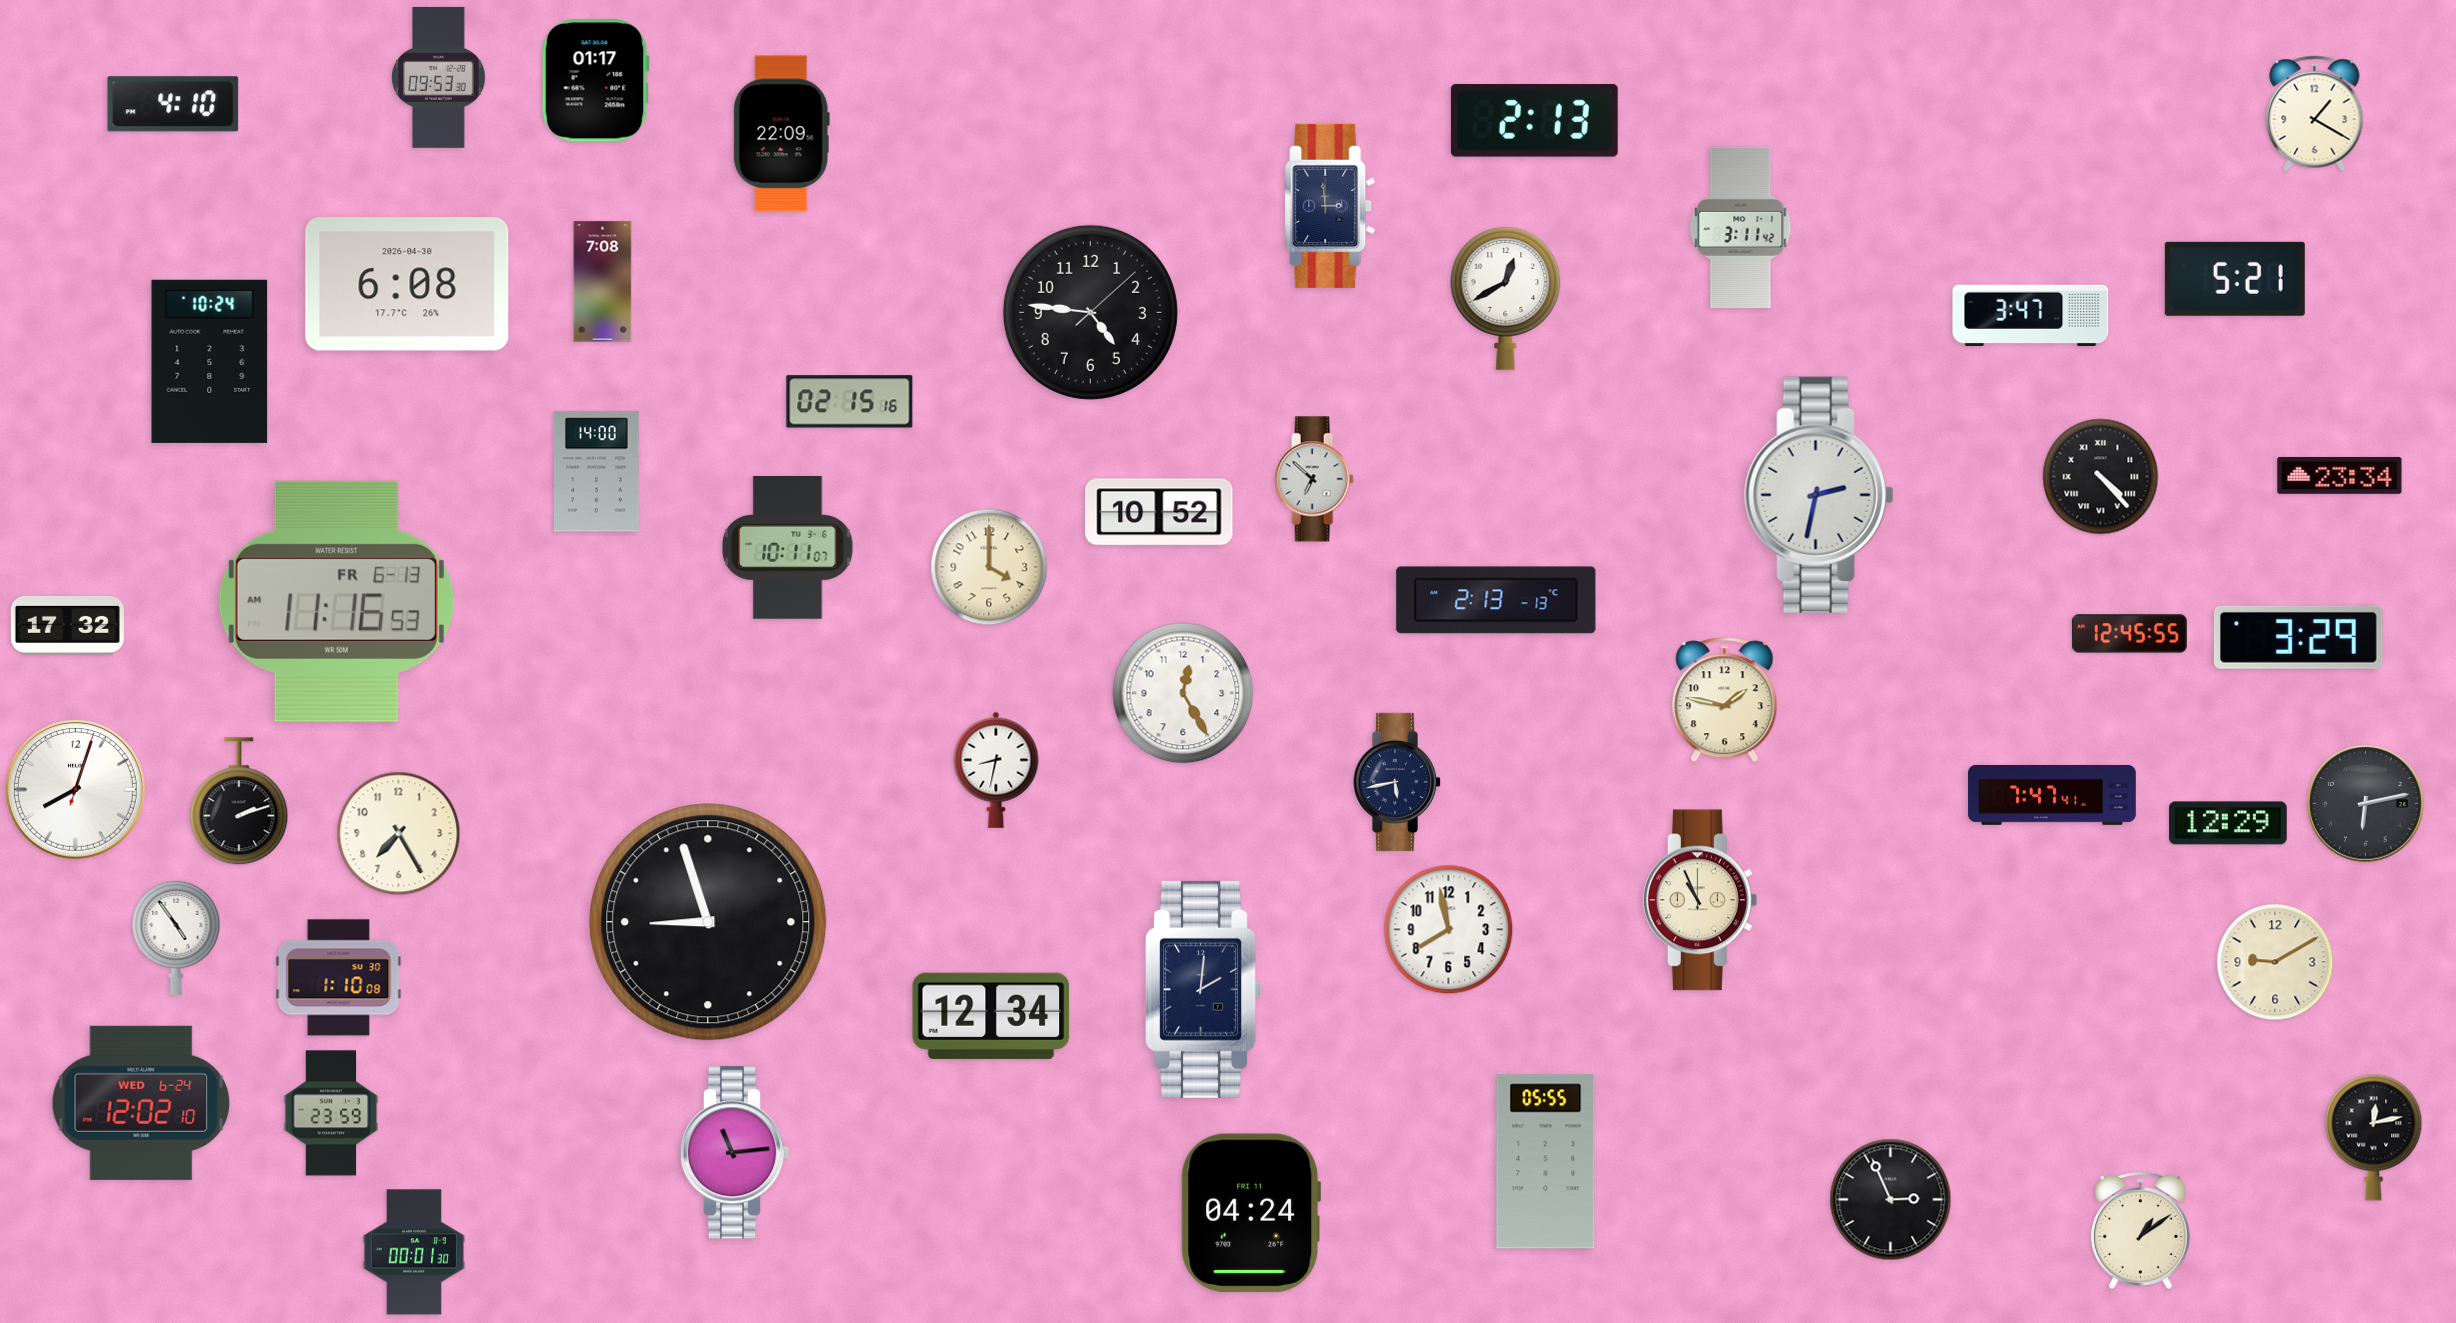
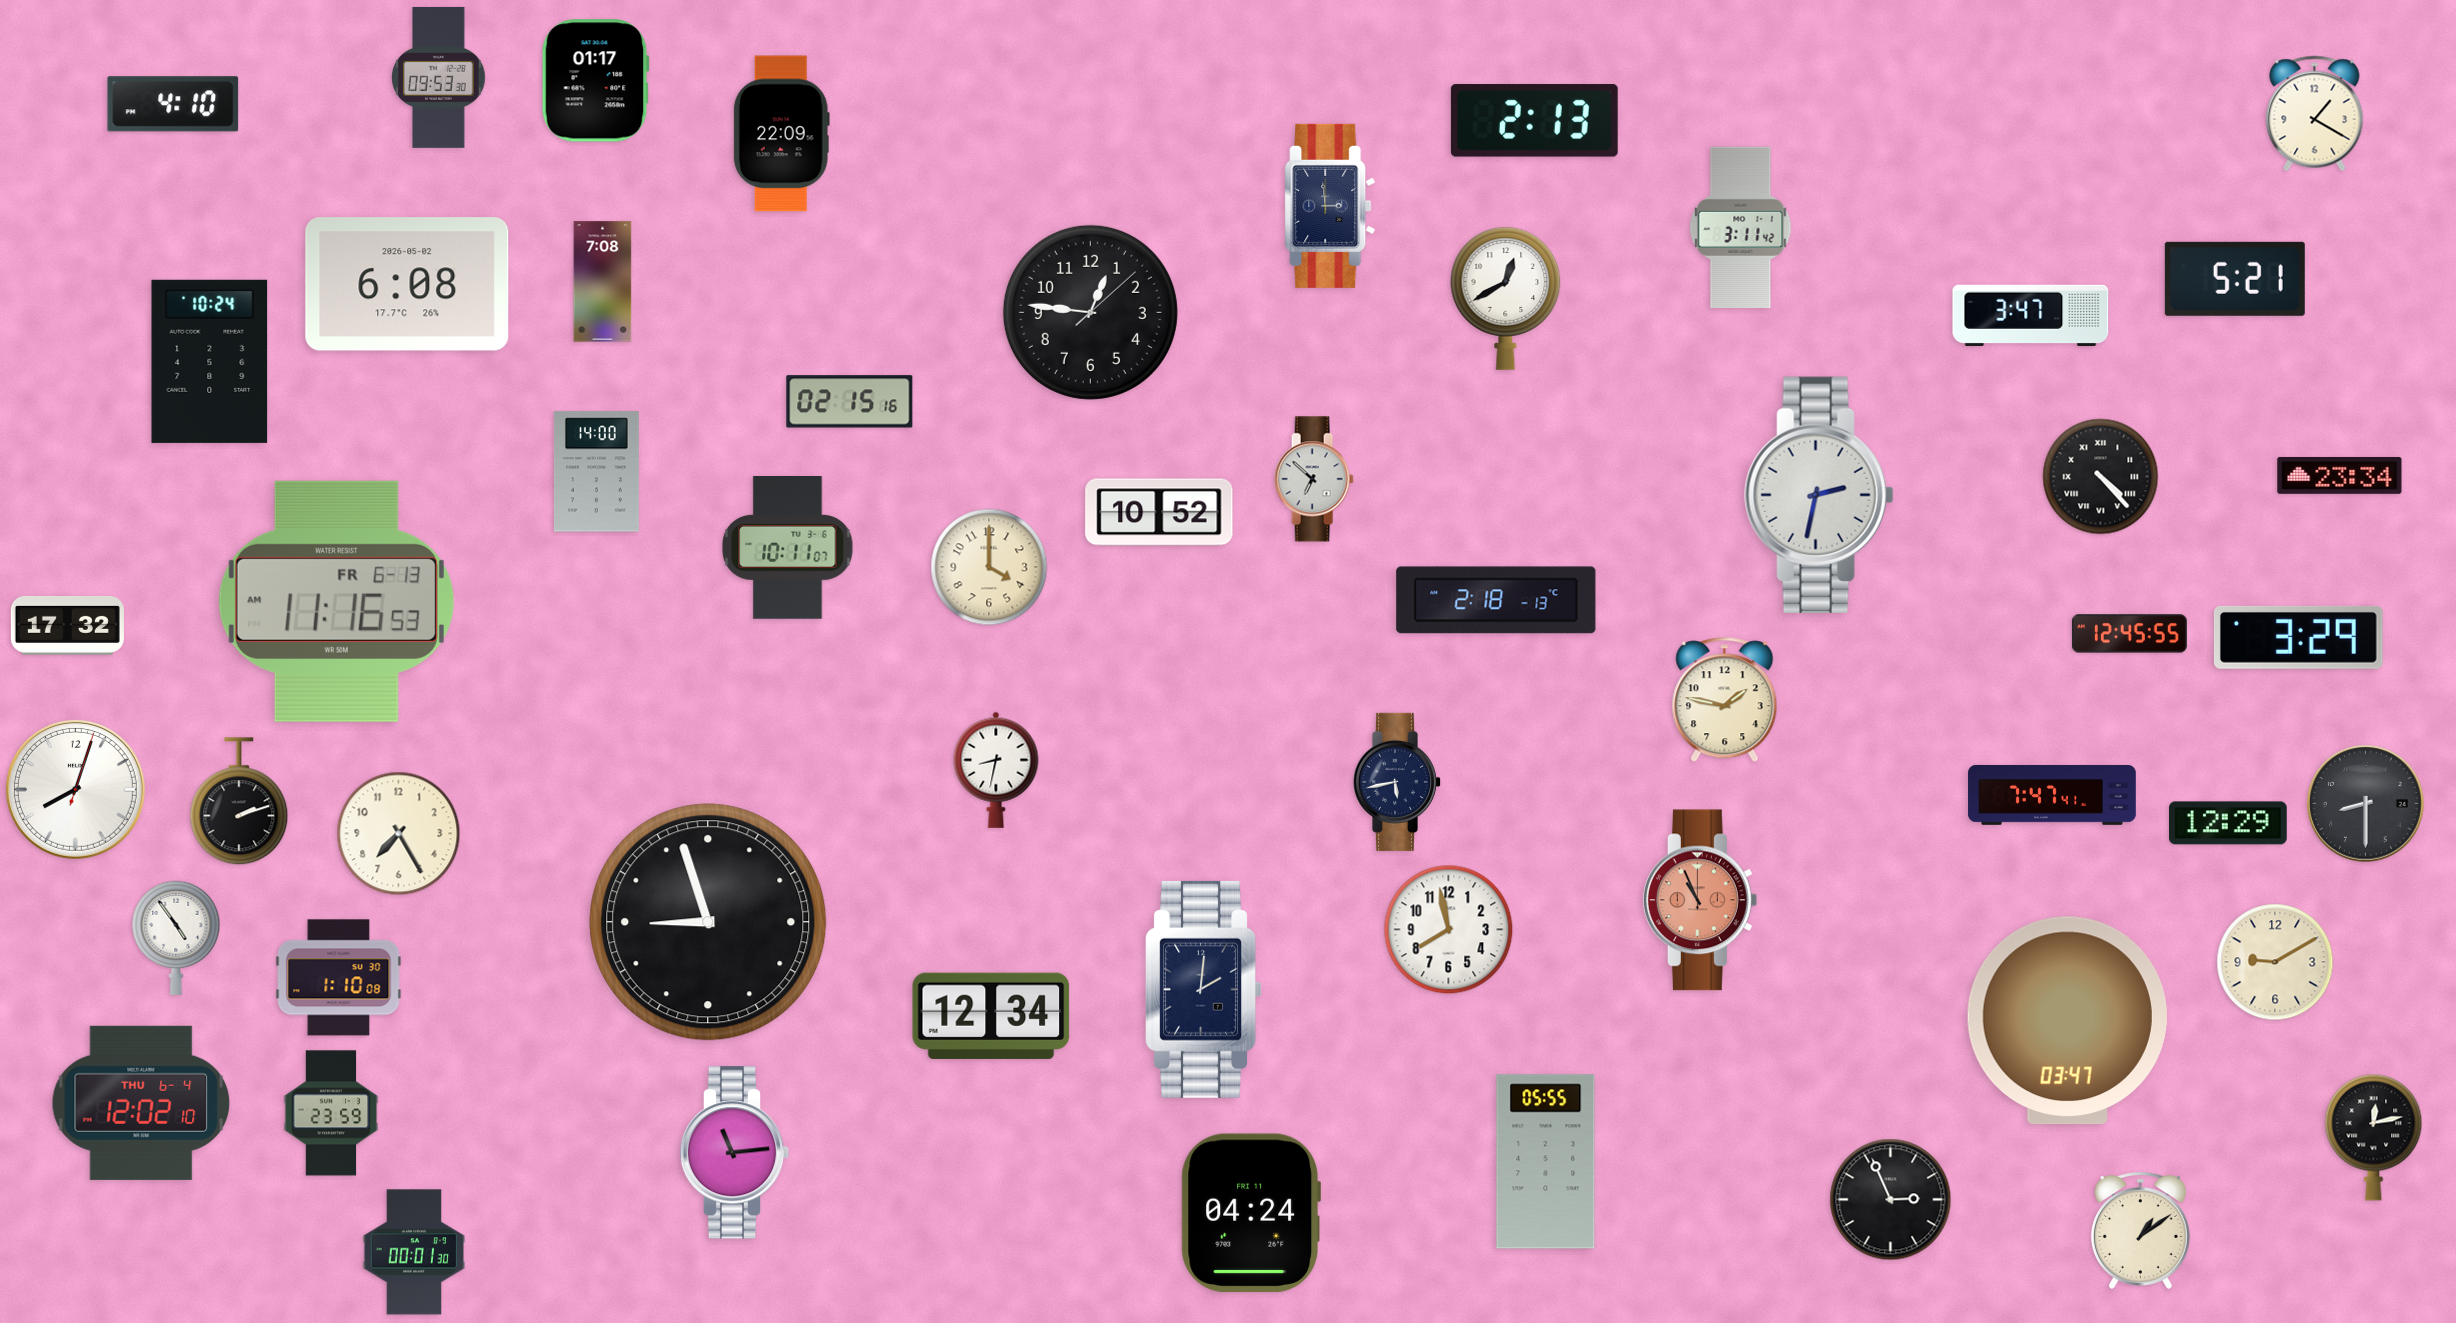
clock at (407, 284) date: 2026-04-30 -> 2026-05-02
clock at (1090, 312): 4:46 -> 12:46
clock at (1496, 600): 2:13 -> 2:18
clock at (1183, 693): 12:25 -> none
clock at (2366, 804): 6:13 -> 8:30
clock at (1700, 900) dial: cream -> salmon
clock at (2067, 1021): none -> 03:47
clock at (141, 1103) date: WED 6-24 -> THU 6-4
